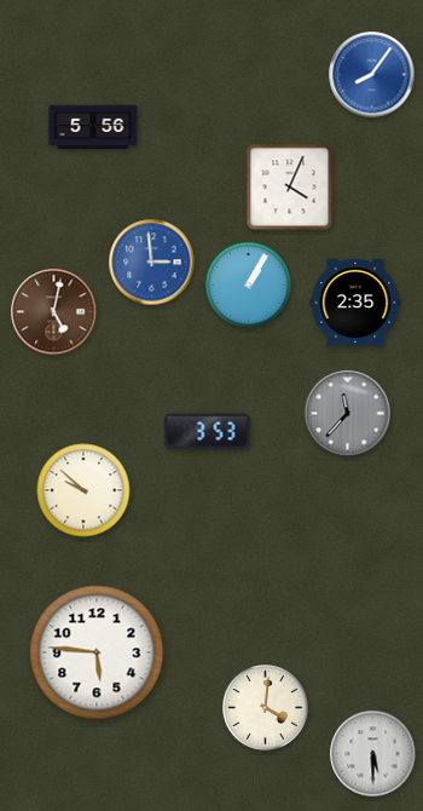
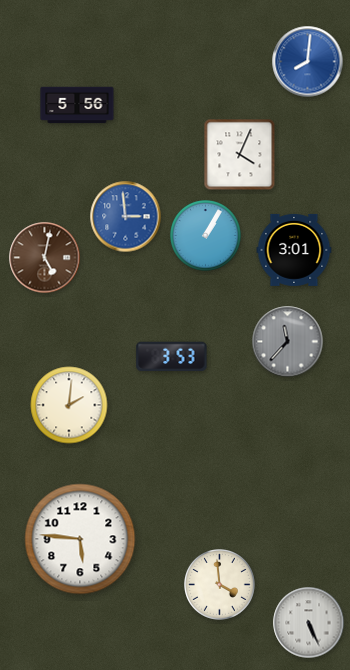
clock at (372, 75): 8:06 -> 8:01
clock at (355, 303): 2:35 -> 3:01
clock at (83, 490): 9:52 -> 2:01
clock at (266, 708): 4:01 -> 3:59
clock at (373, 754): 5:30 -> 5:26
